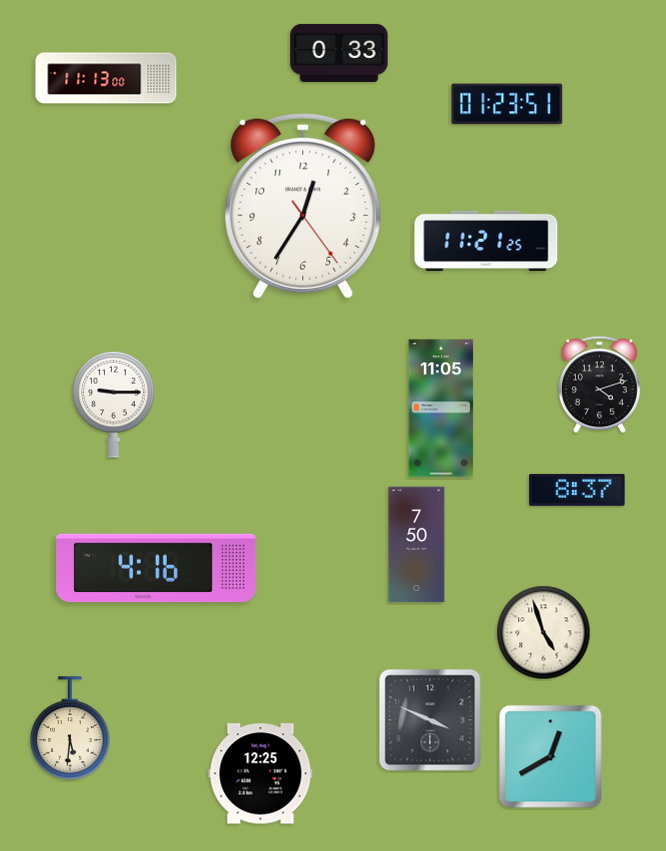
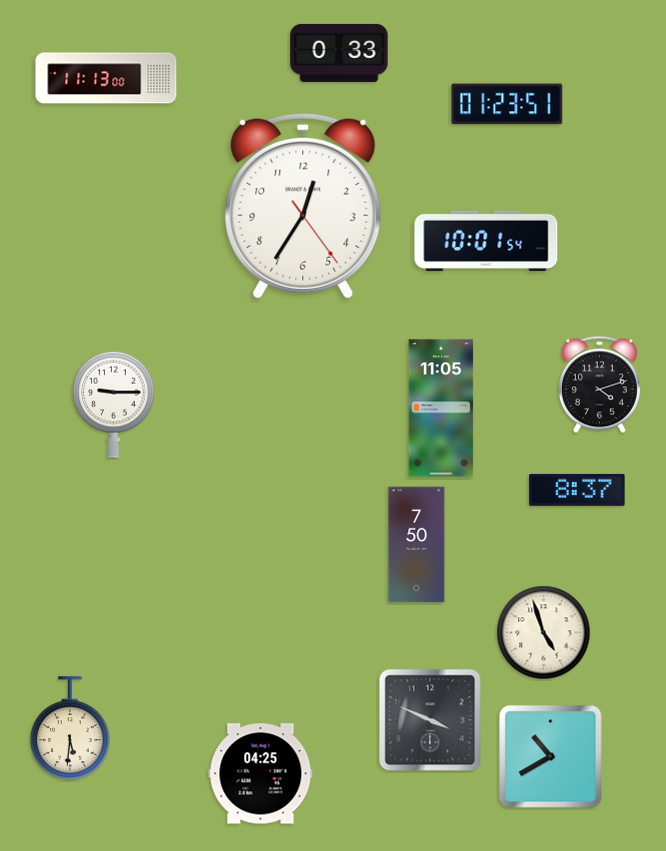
clock at (486, 241): 11:21 -> 10:01
clock at (156, 568): 4:16 -> none
clock at (551, 757): 12:40 -> 10:40
clock at (261, 774): 12:25 -> 04:25
